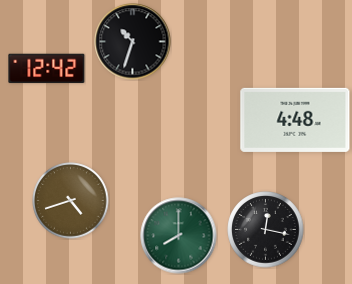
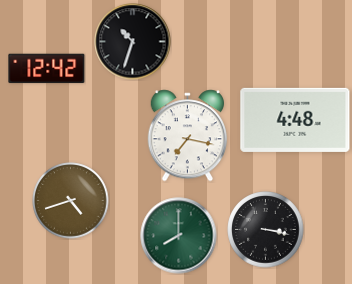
clock at (188, 136): none -> 7:17
clock at (266, 230): 12:17 -> 3:17
